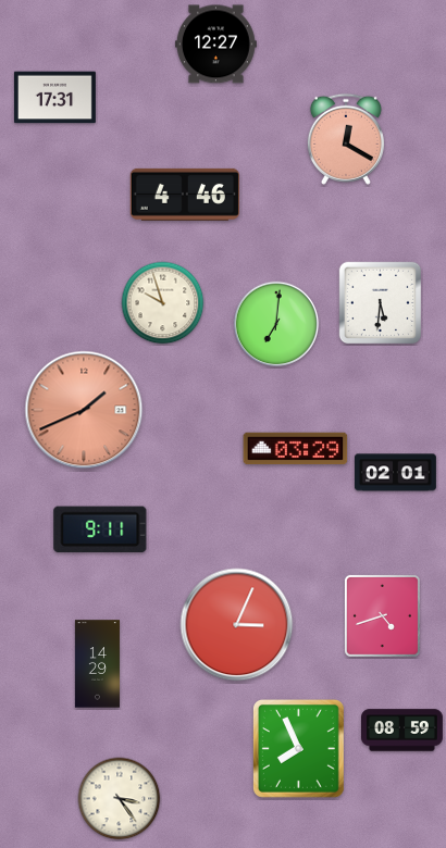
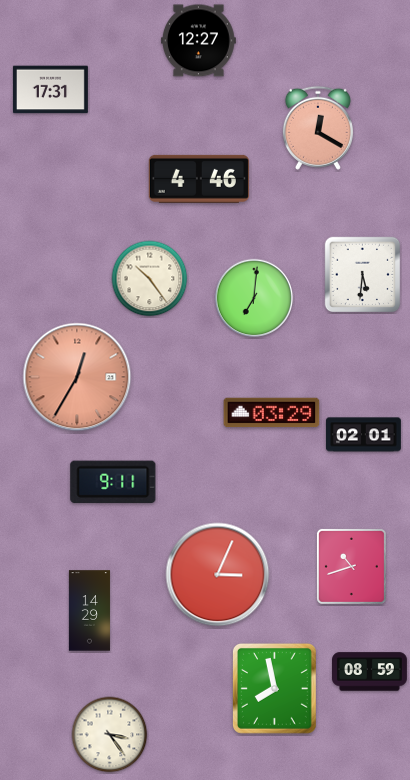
clock at (185, 195) position: (185, 195) -> (199, 179)
clock at (163, 303): 9:57 -> 10:24
clock at (381, 303) position: (381, 303) -> (363, 275)
clock at (84, 410): 1:41 -> 12:35
clock at (100, 529) position: (100, 529) -> (113, 482)
clock at (382, 615): 4:42 -> 10:42
clock at (298, 749): 7:56 -> 7:58
